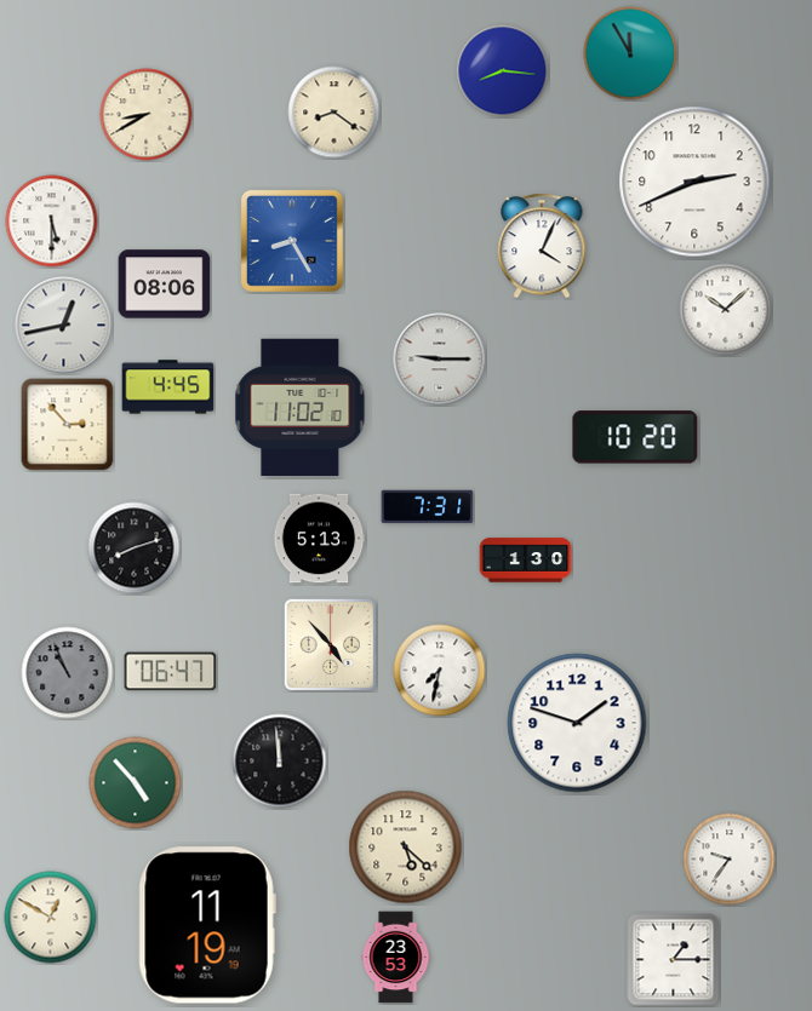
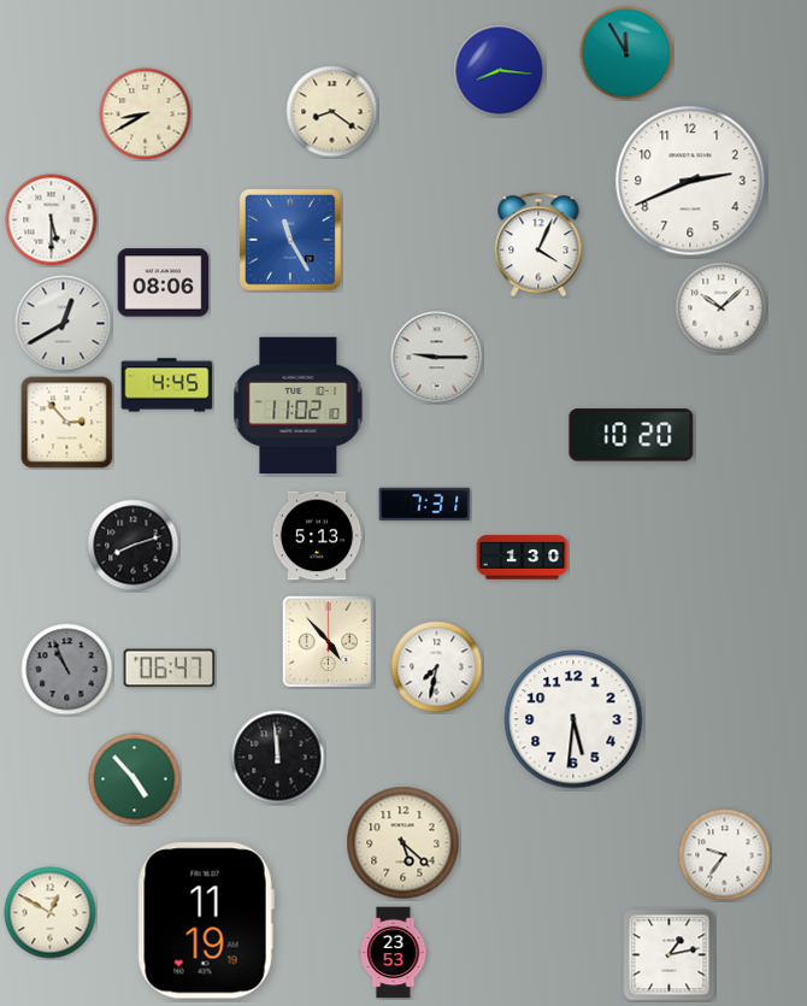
clock at (292, 241): 8:25 -> 11:25
clock at (64, 326): 12:43 -> 12:40
clock at (577, 723): 1:48 -> 5:31
clock at (674, 960): 1:15 -> 1:13
